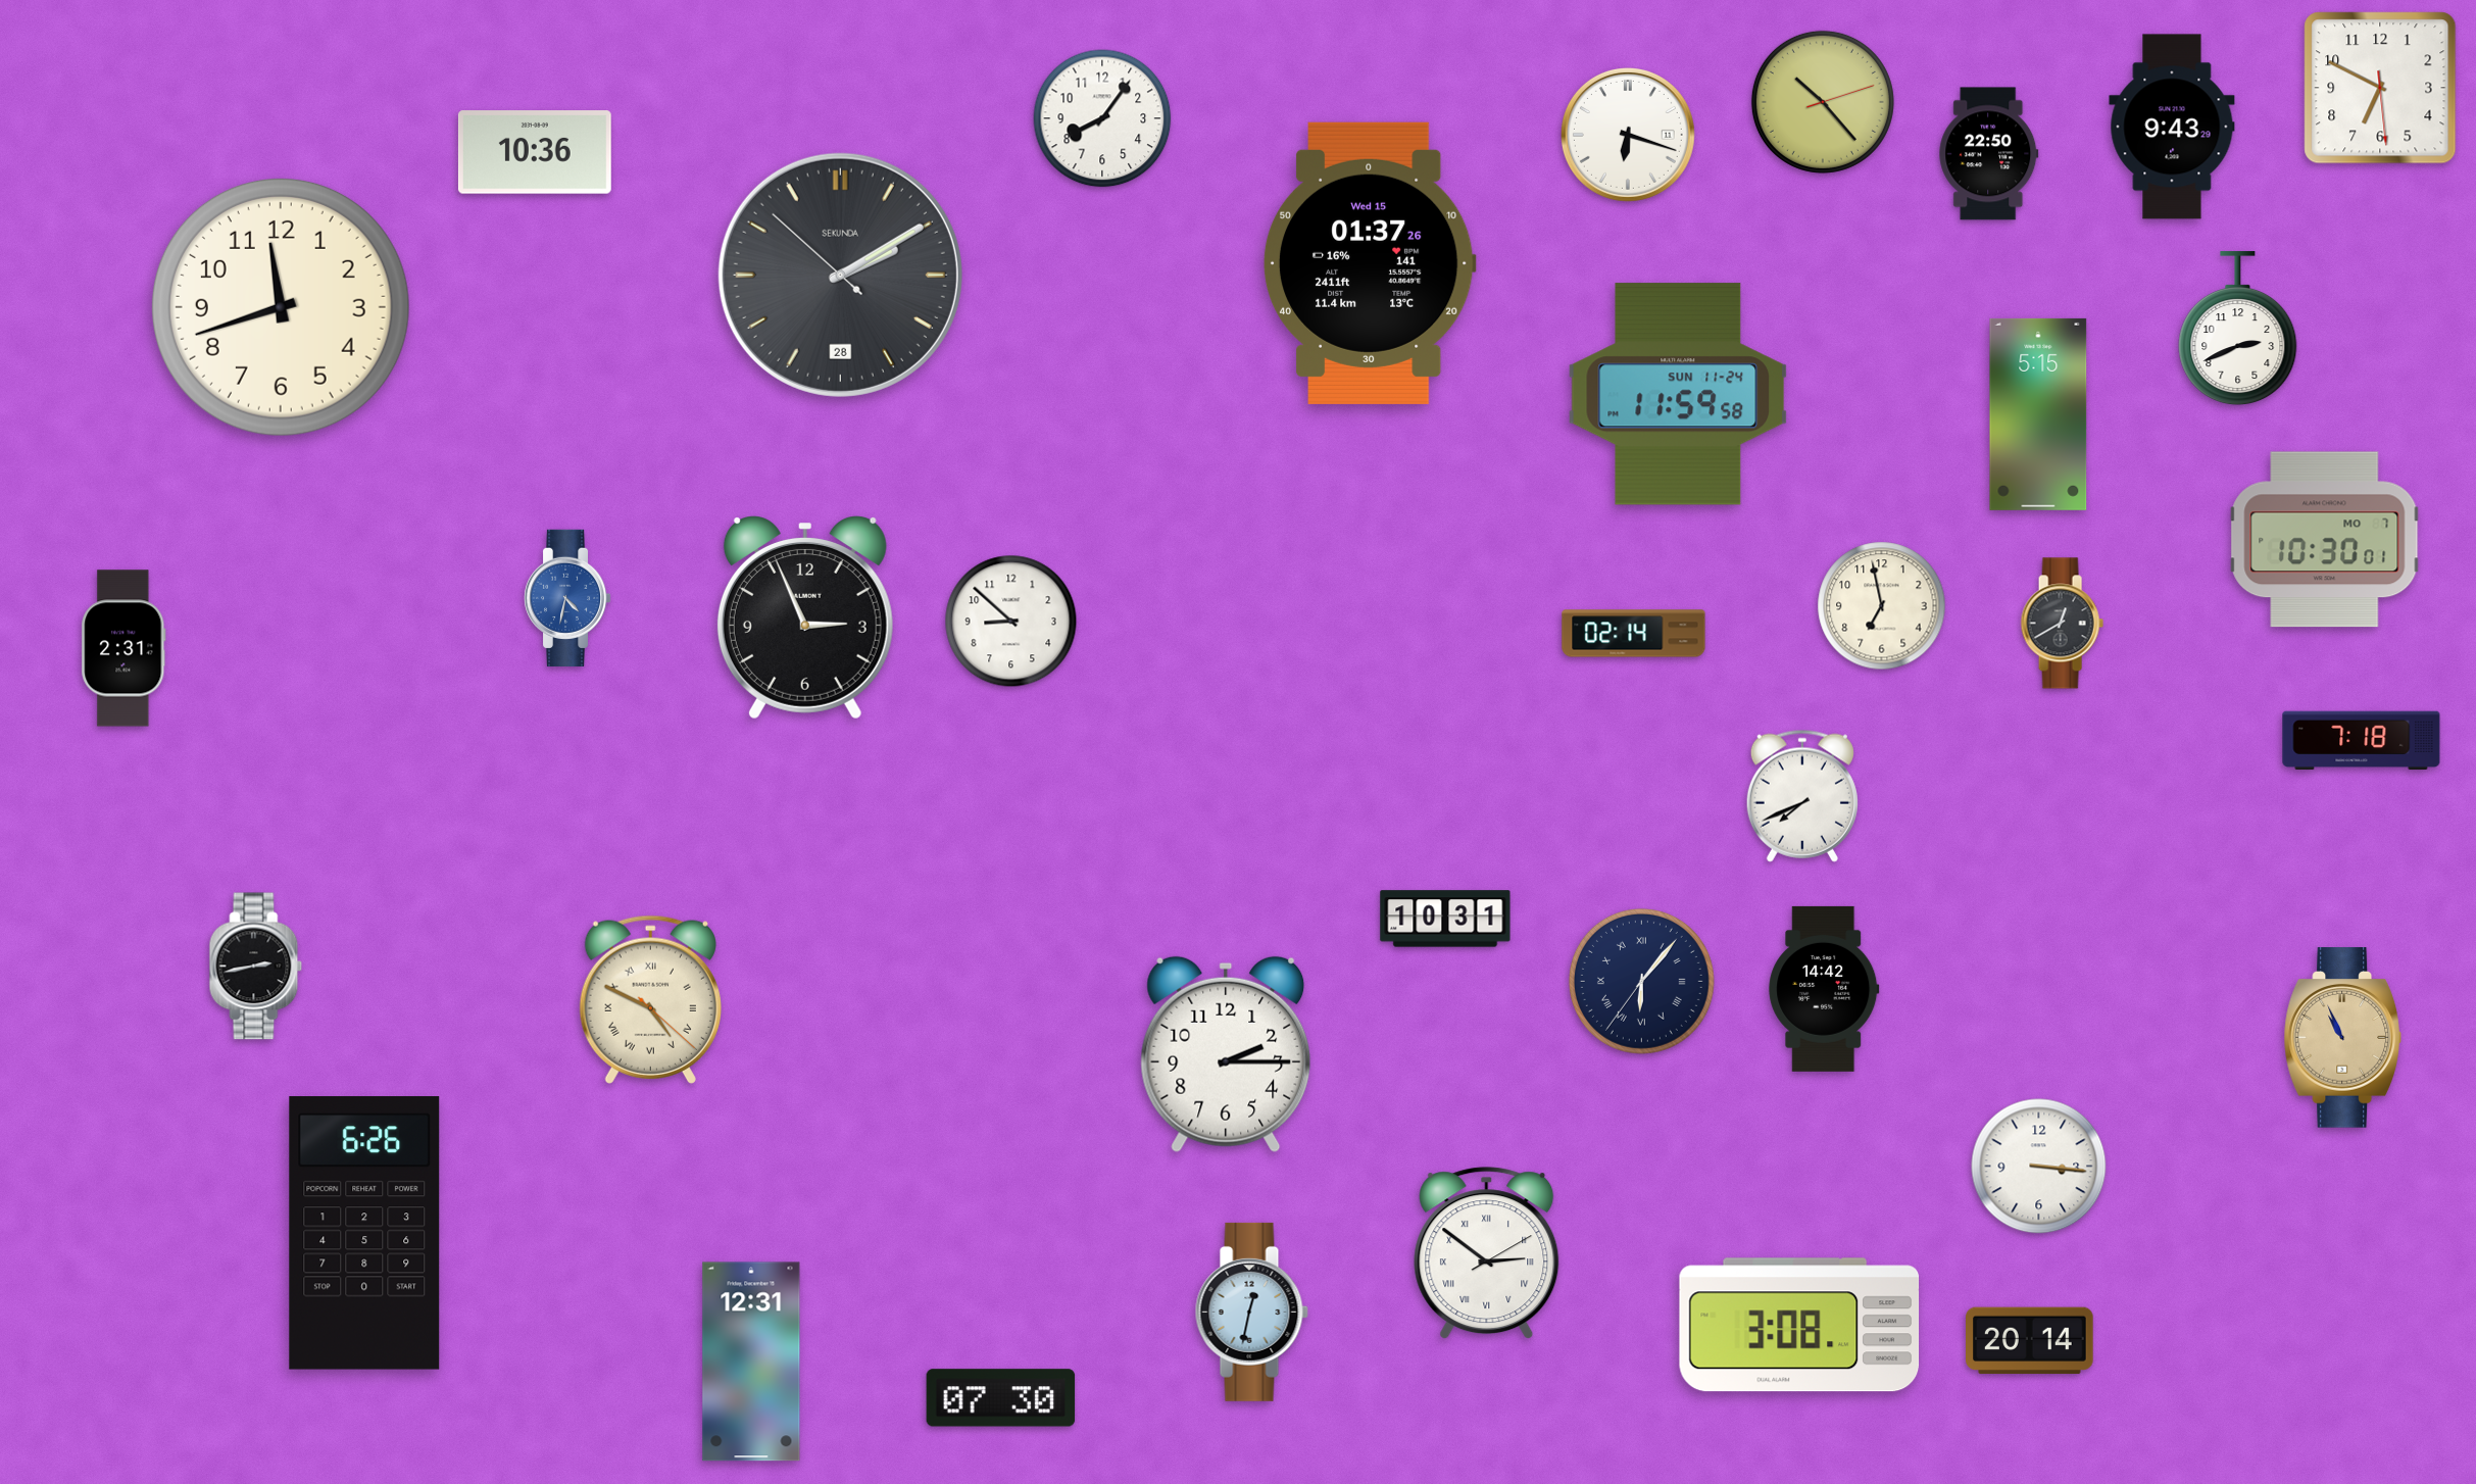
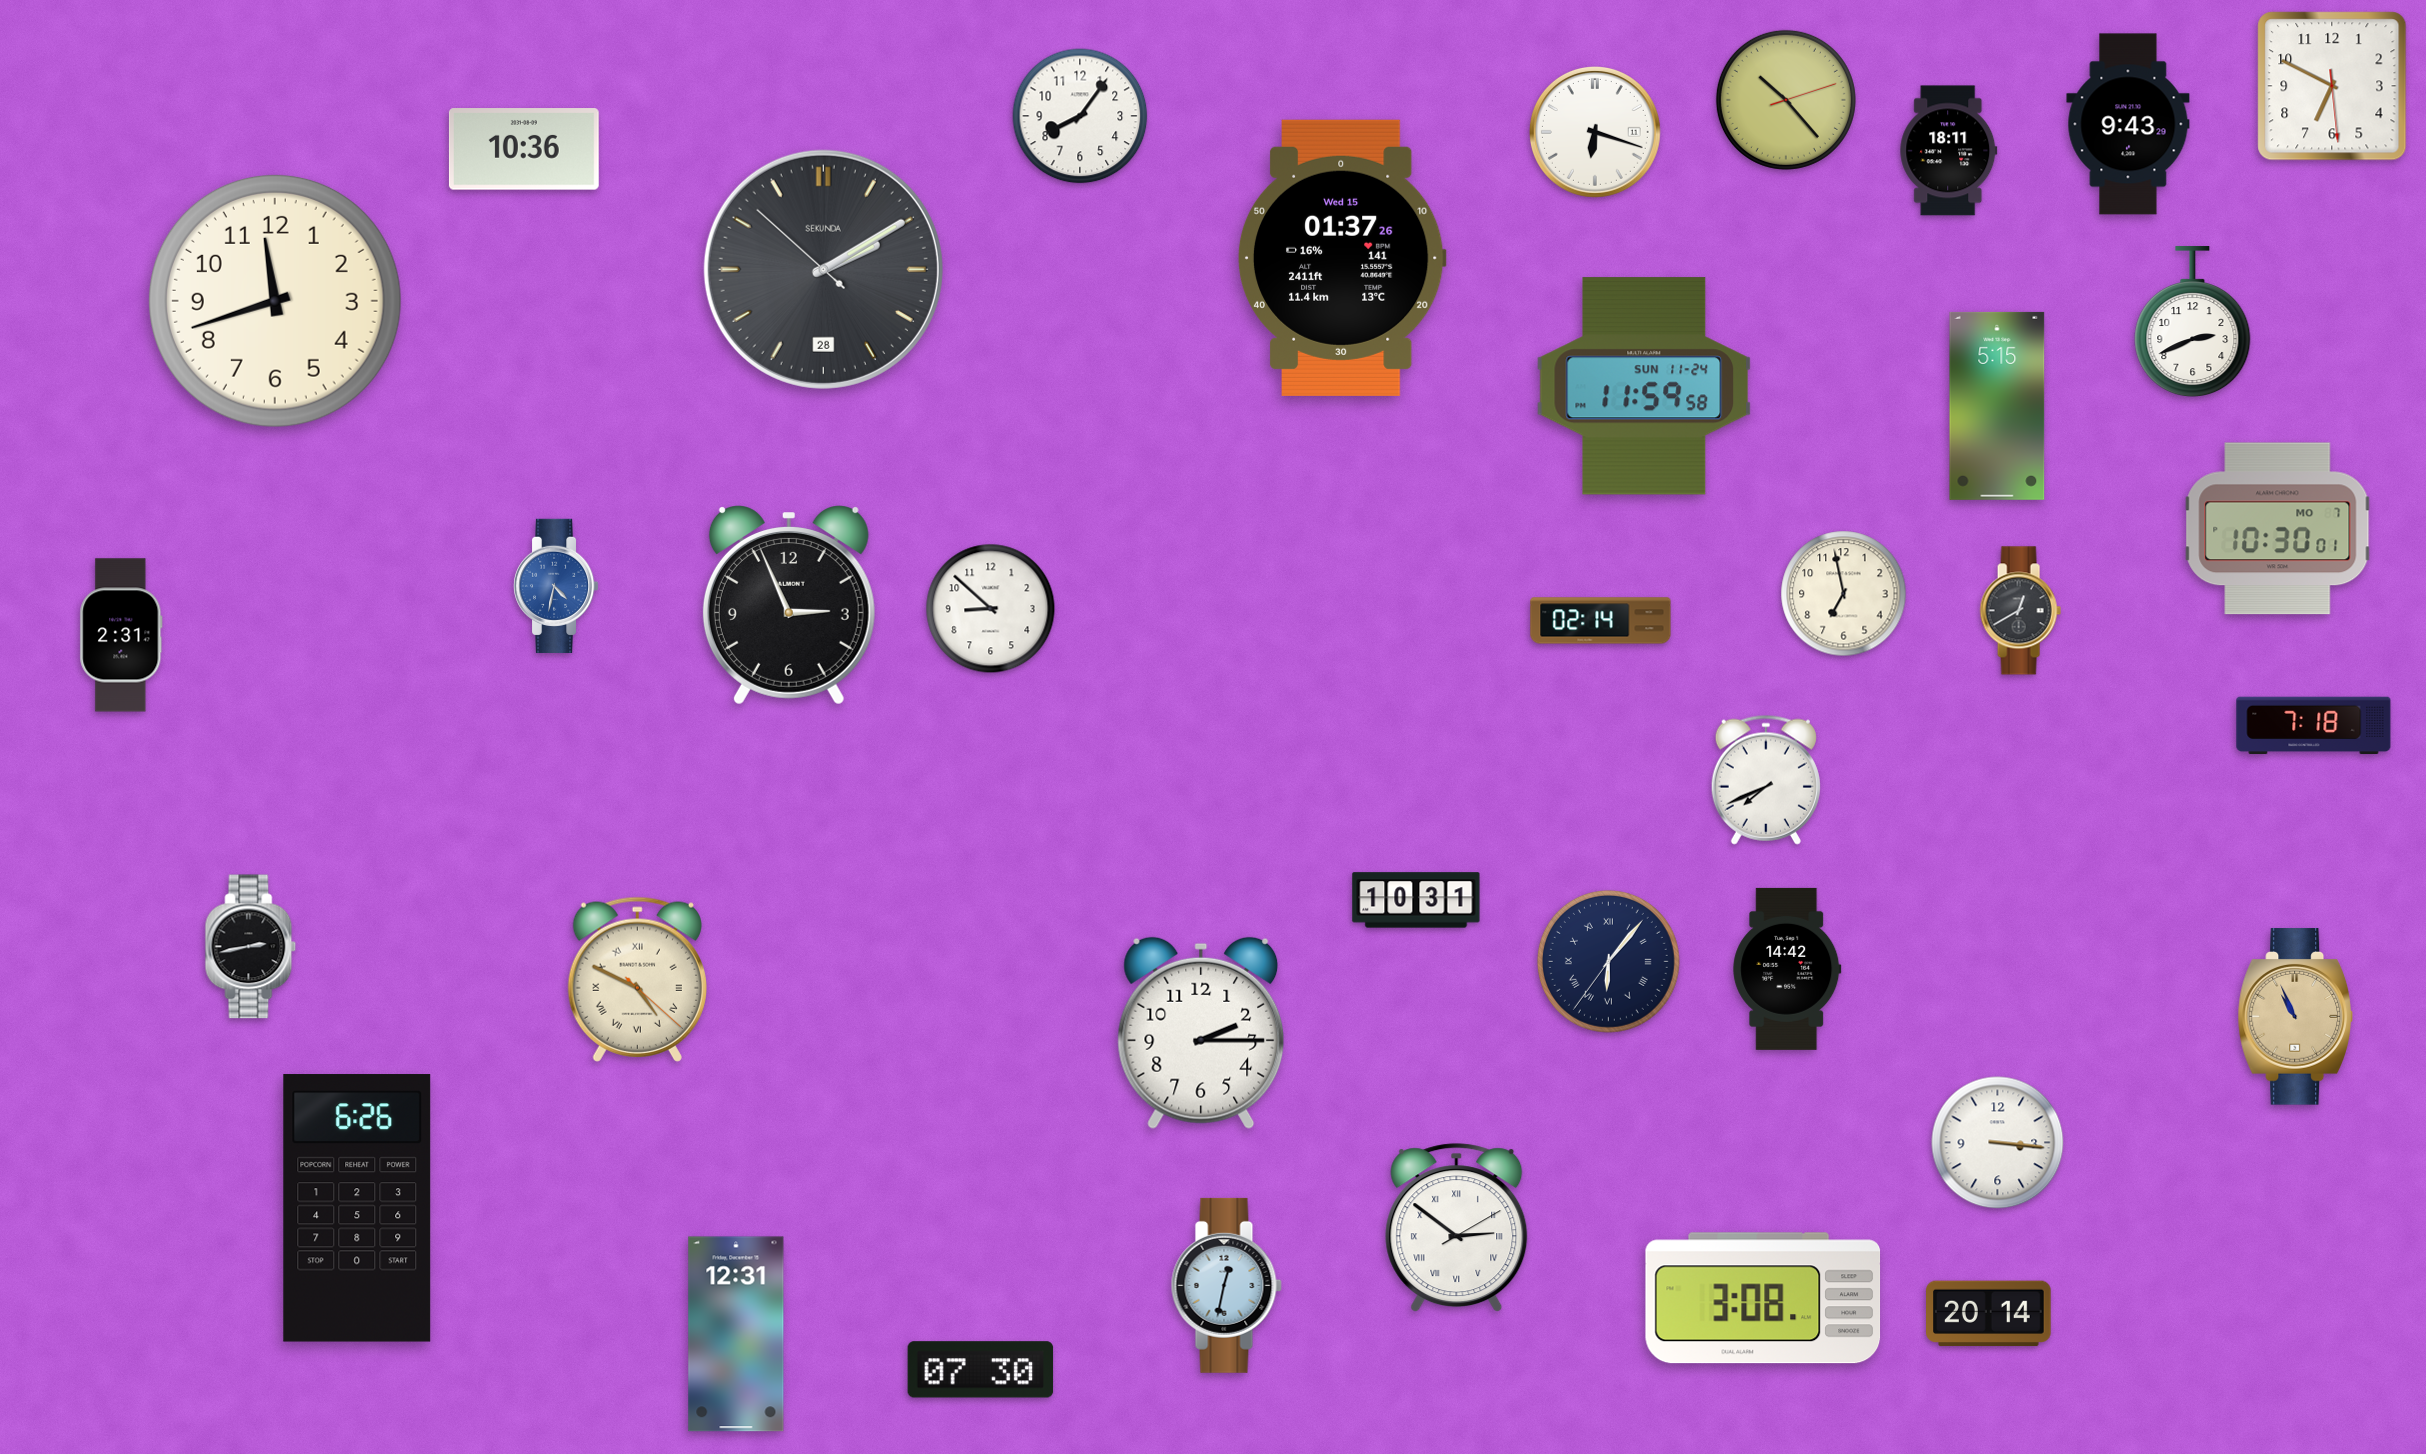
clock at (1989, 154): 22:50 -> 18:11
